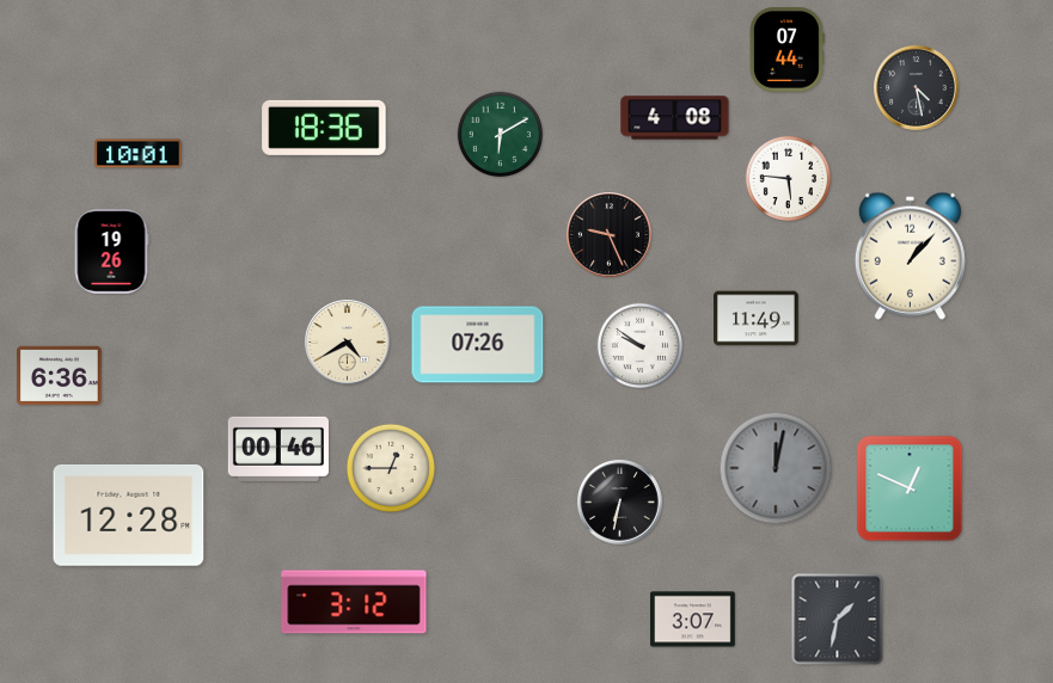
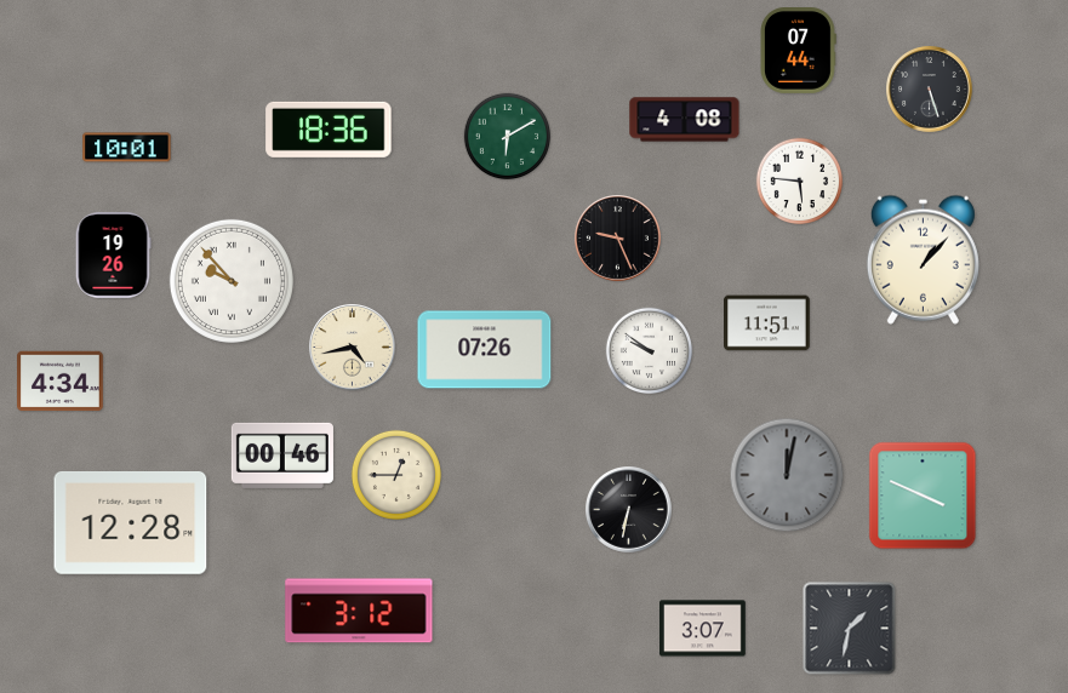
clock at (917, 88): 4:28 -> 5:27
clock at (139, 154) position: (139, 154) -> (127, 148)
clock at (232, 281): none -> 9:53
clock at (757, 319): 11:49 -> 11:51
clock at (348, 343): 4:40 -> 4:43
clock at (60, 376): 6:36 -> 4:34
clock at (910, 488): 12:49 -> 3:49
